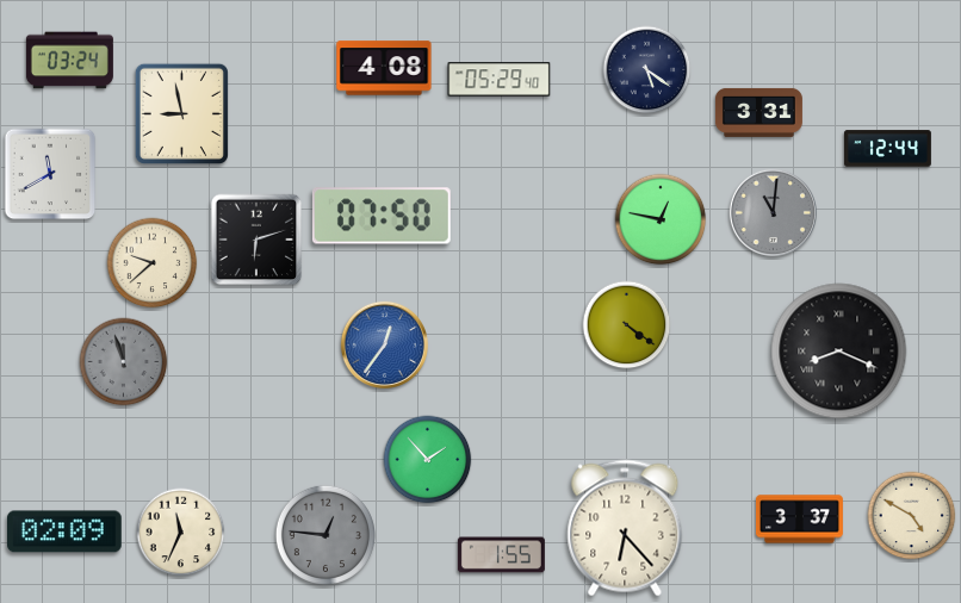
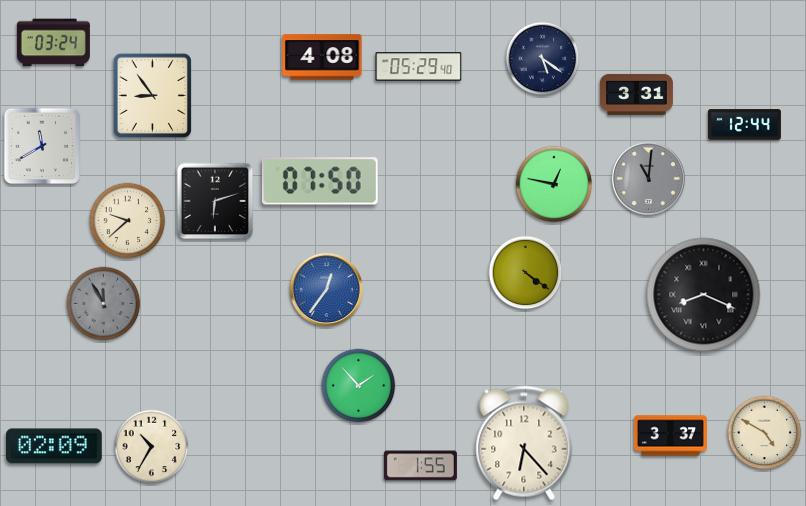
clock at (69, 61) position: (69, 61) -> (53, 43)
clock at (181, 113): 8:58 -> 8:54
clock at (384, 344) position: (384, 344) -> (326, 289)
clock at (124, 362): 11:57 -> 11:55
clock at (181, 533): 11:34 -> 10:35
clock at (325, 535): 12:46 -> none
